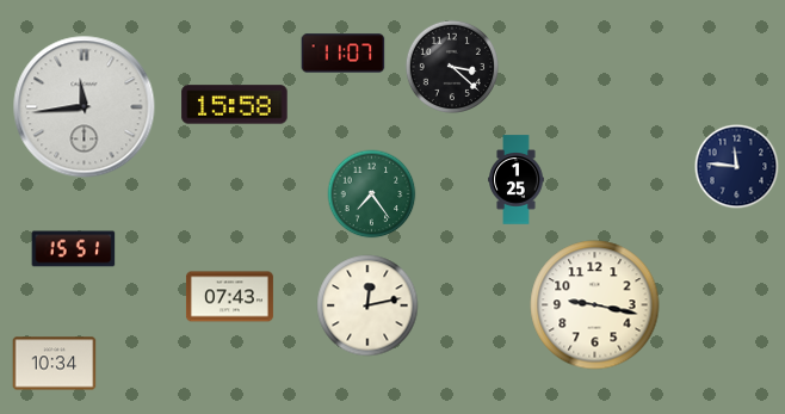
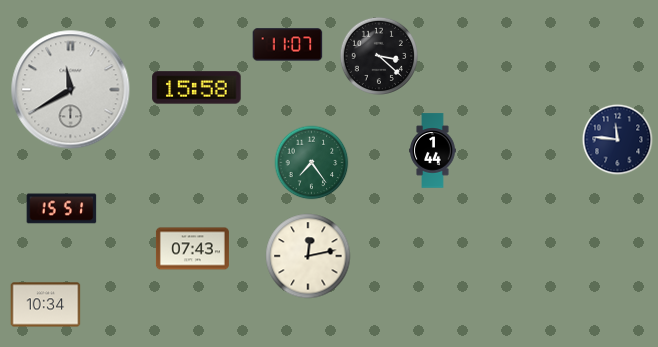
clock at (85, 107): 11:44 -> 11:40
clock at (517, 180): 1:25 -> 1:44
clock at (595, 305): 9:17 -> none
